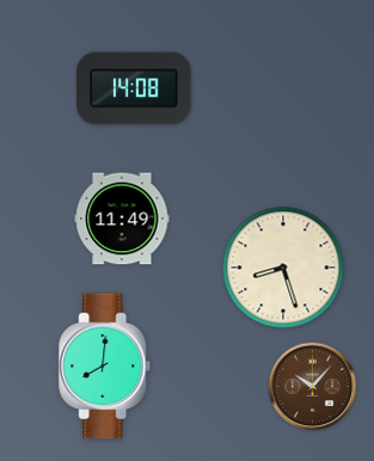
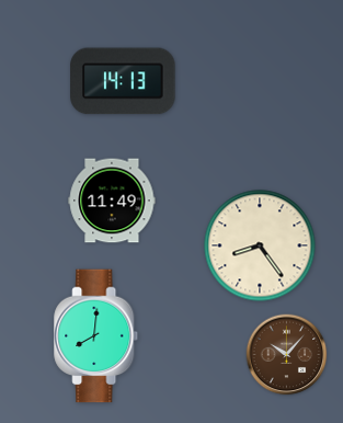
clock at (134, 88): 14:08 -> 14:13
clock at (283, 268): 8:27 -> 8:24
